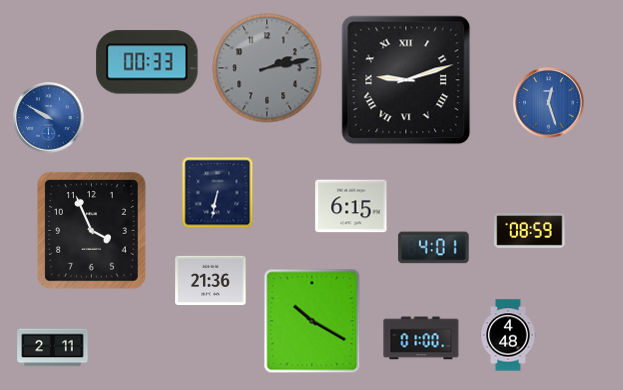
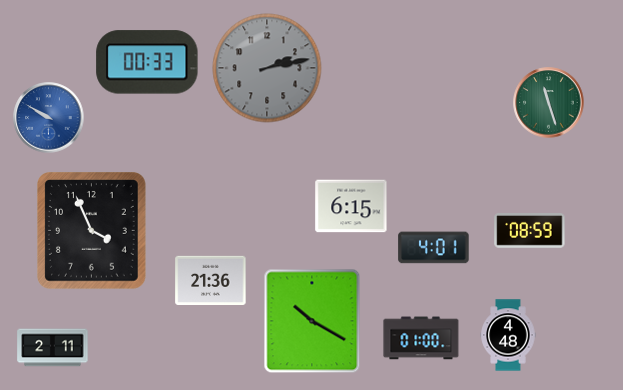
clock at (406, 80): 9:12 -> none
clock at (549, 103): 12:27 -> 11:27
clock at (549, 103) dial: blue -> green
clock at (218, 193): 6:32 -> none
